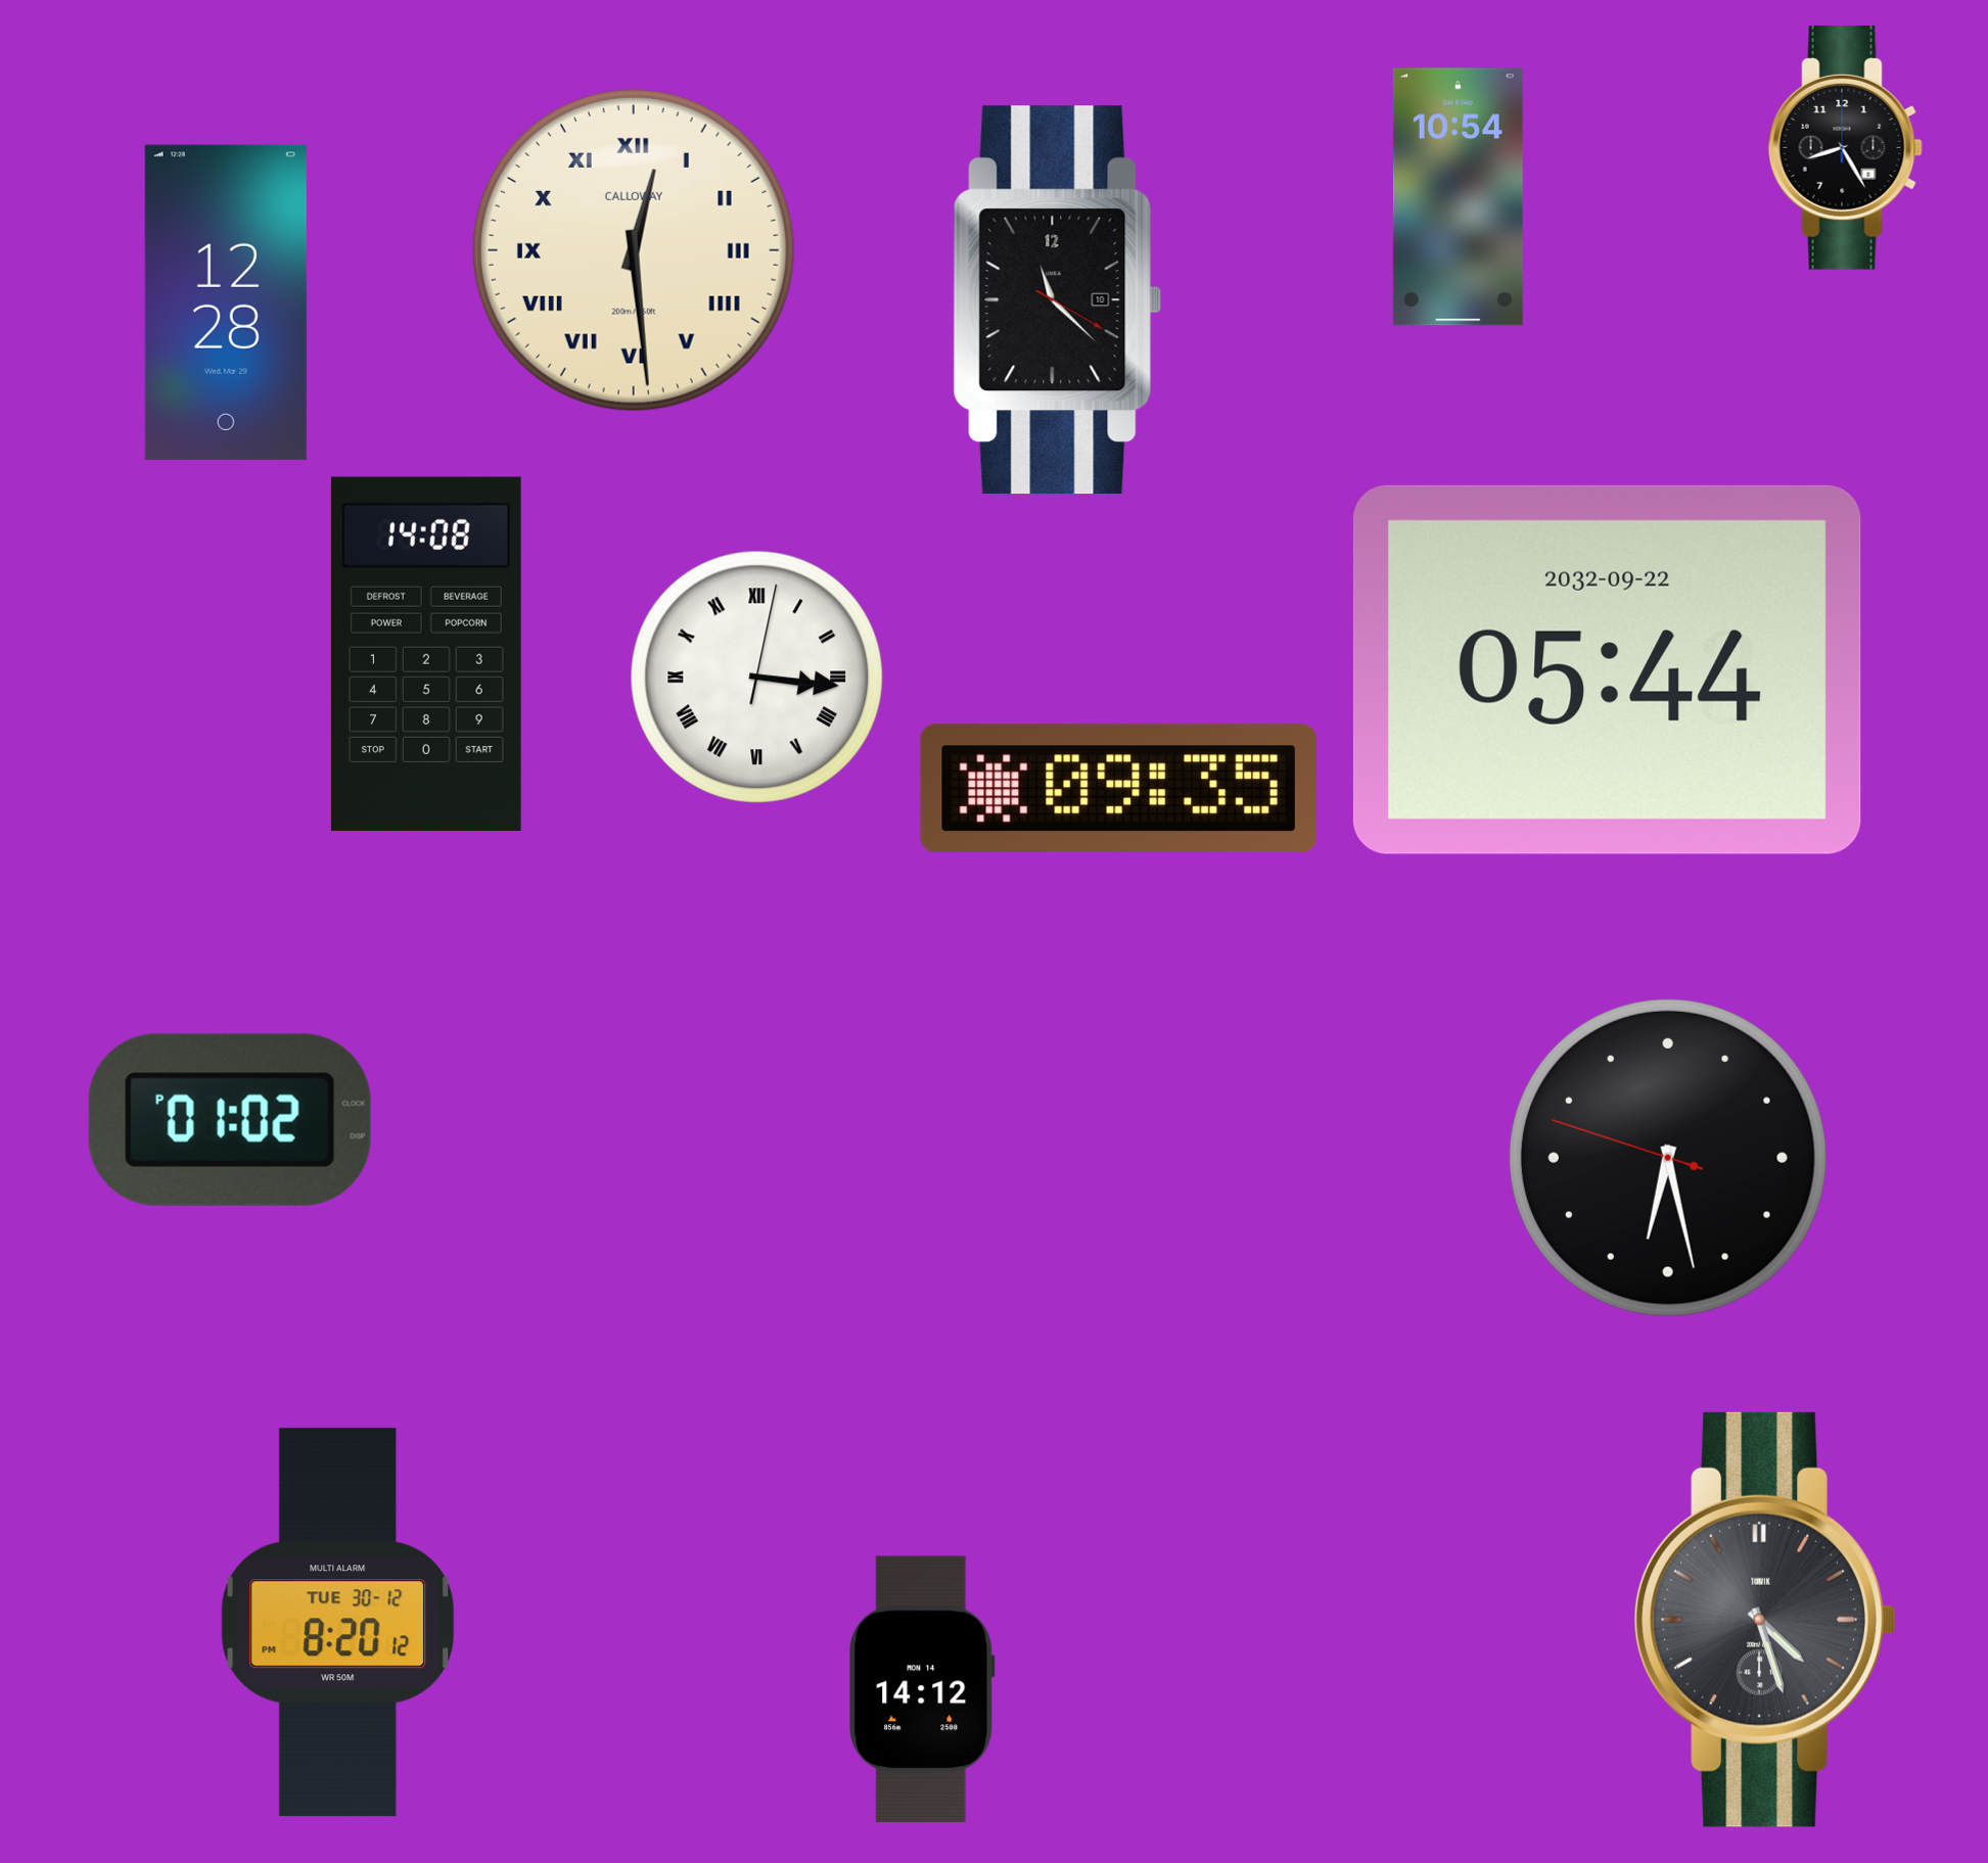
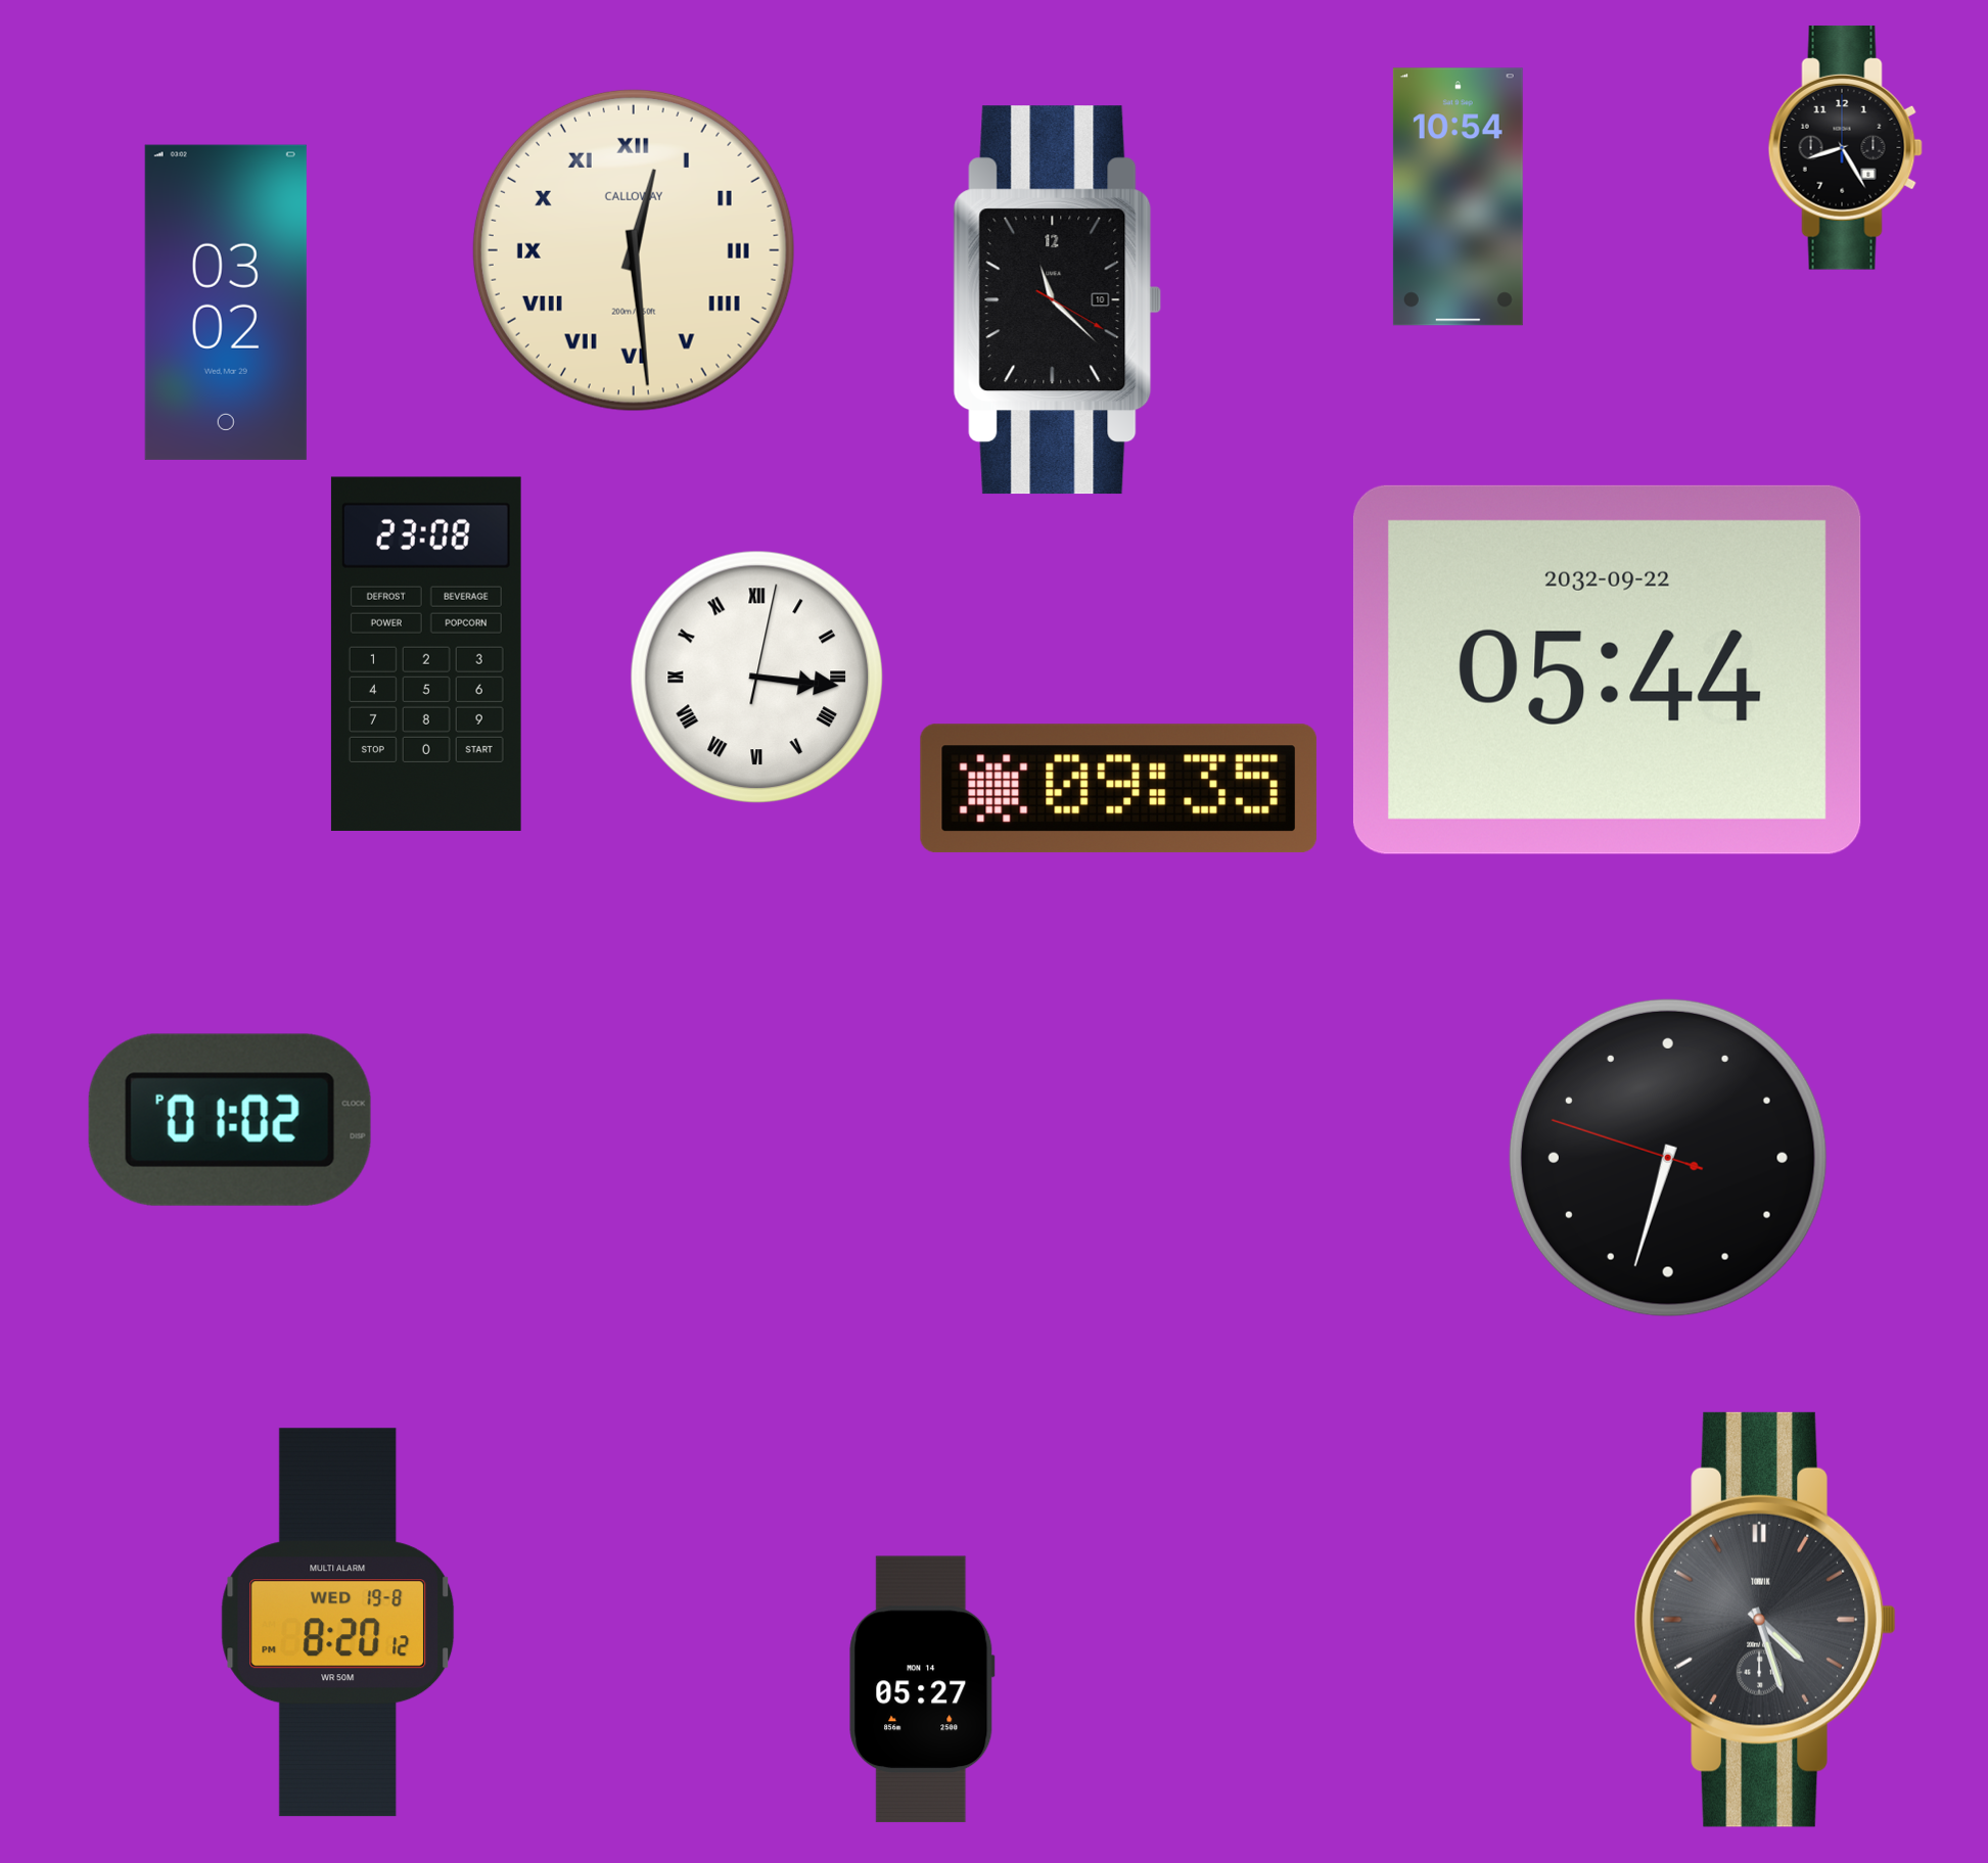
clock at (226, 302): 12:28 -> 03:02
clock at (426, 654): 14:08 -> 23:08
clock at (1668, 1158): 6:27 -> 6:32
clock at (338, 1623) date: TUE 30-12 -> WED 19-8
clock at (922, 1689): 14:12 -> 05:27
